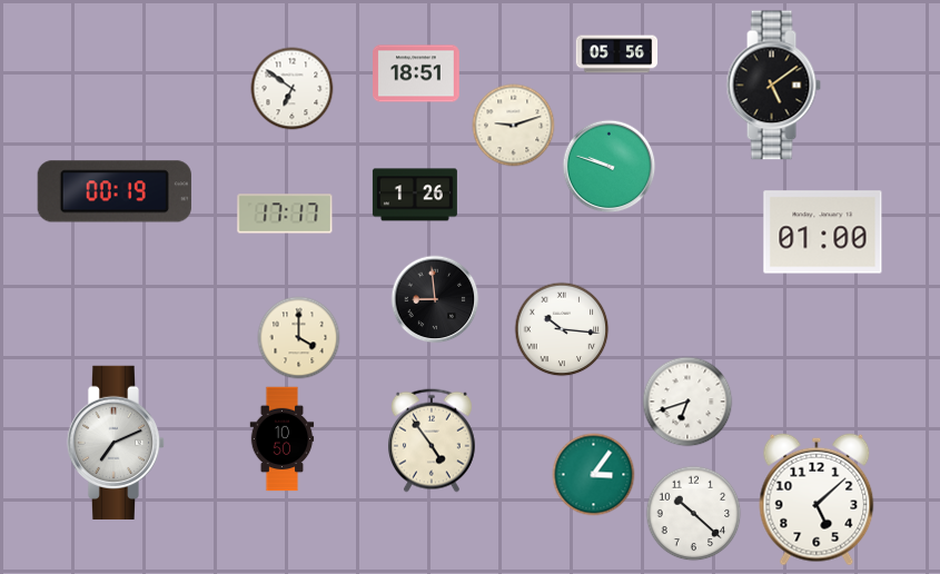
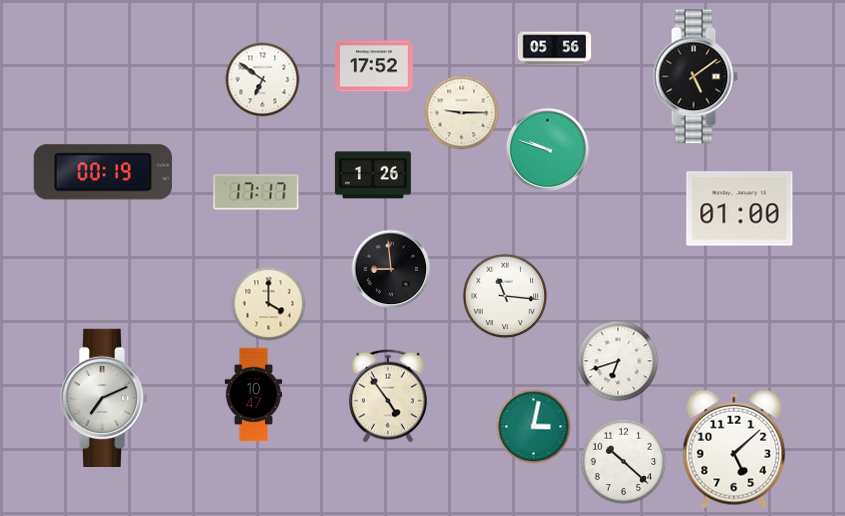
clock at (417, 73): 18:51 -> 17:52
clock at (514, 126): 9:12 -> 9:15
clock at (562, 329): 10:16 -> 11:16
clock at (283, 439): 10:50 -> 10:47
clock at (594, 475): 3:06 -> 3:02
